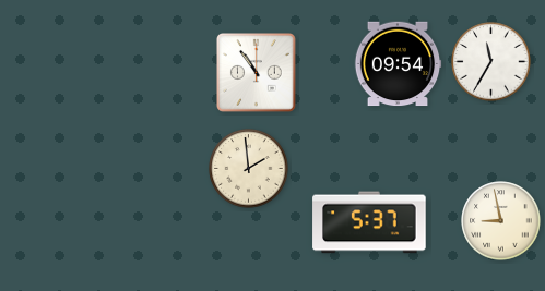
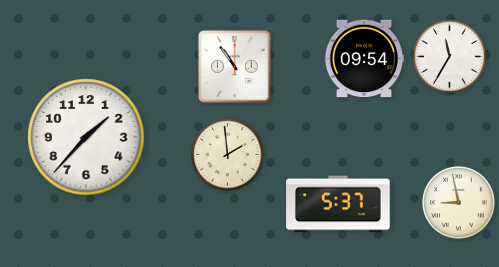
clock at (86, 137): none -> 1:37
